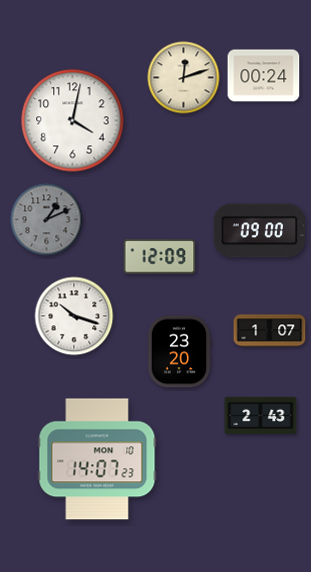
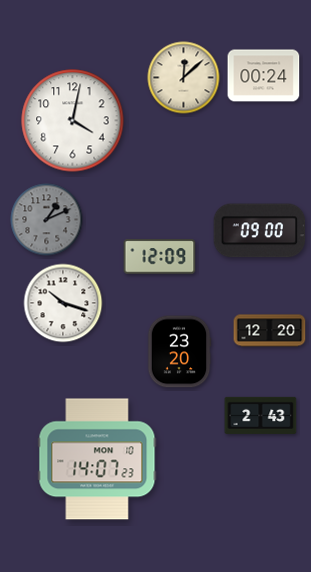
clock at (184, 78): 12:12 -> 12:08
clock at (74, 316) position: (74, 316) -> (63, 303)
clock at (270, 331): 1:07 -> 12:20
